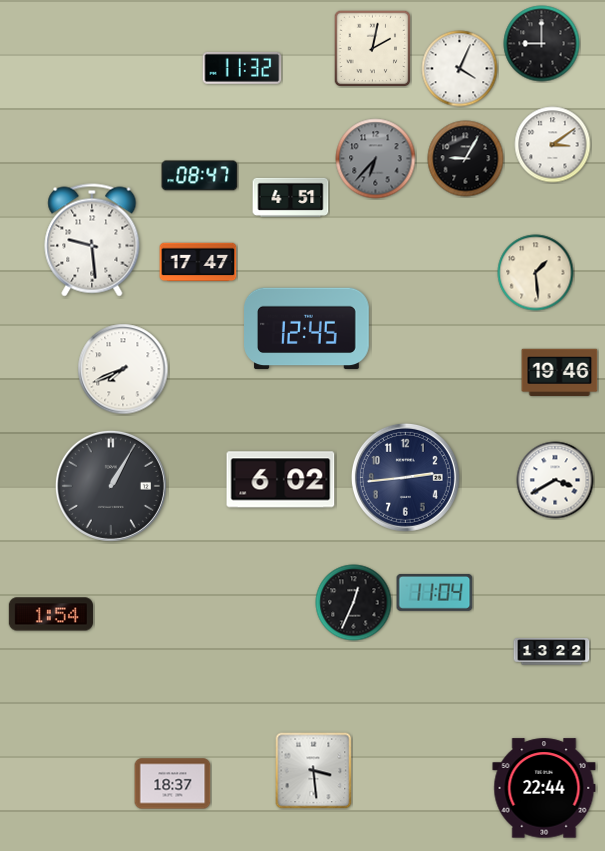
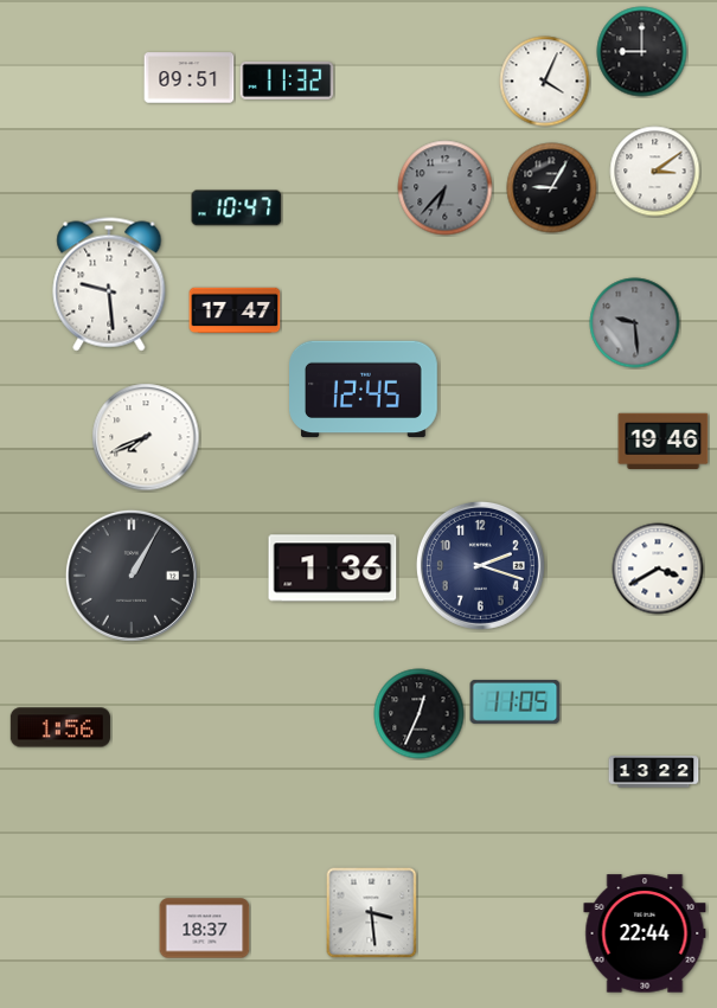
clock at (372, 48): 2:02 -> none
clock at (190, 78): none -> 09:51
clock at (200, 176): 08:47 -> 10:47
clock at (291, 197): 4:51 -> none
clock at (536, 273): 1:29 -> 9:29
clock at (536, 273) dial: cream -> grey
clock at (405, 477): 2:44 -> 2:18
clock at (281, 480): 6:02 -> 1:36
clock at (435, 592): 11:04 -> 11:05
clock at (51, 614): 1:54 -> 1:56
